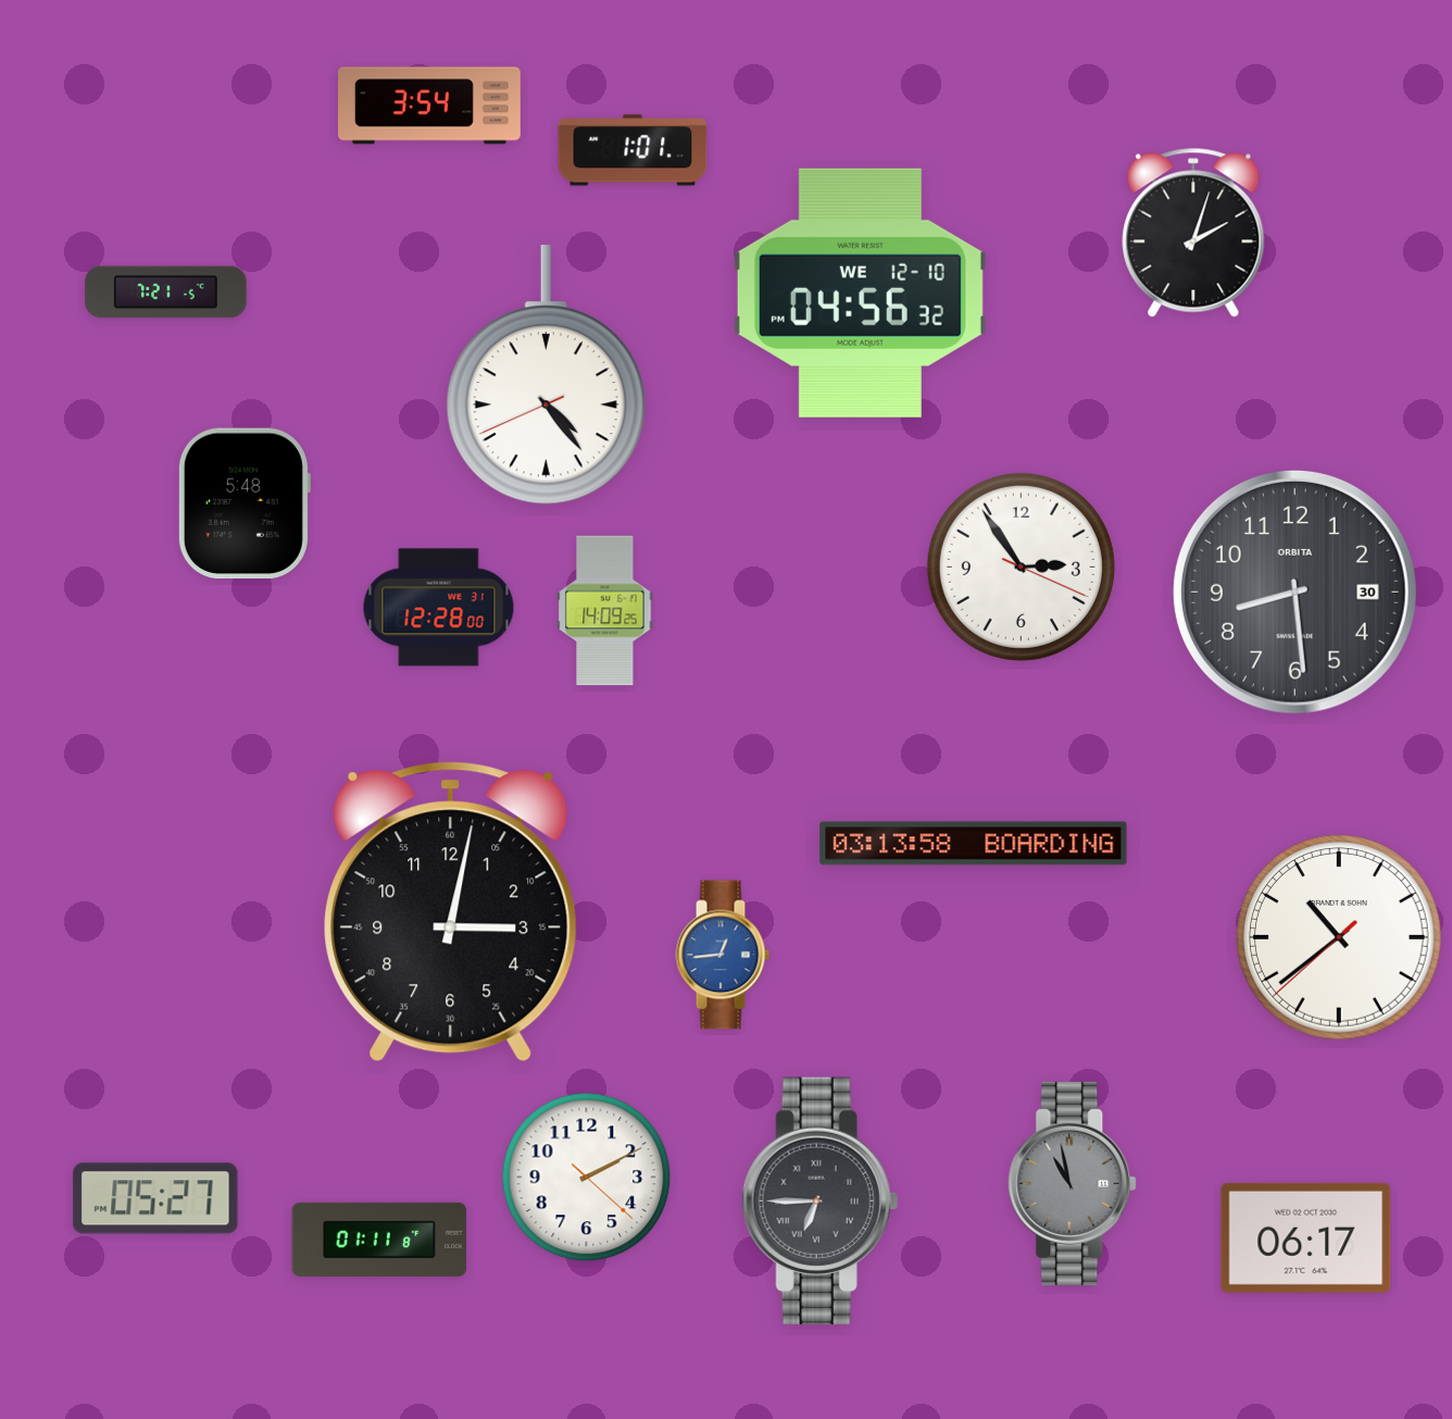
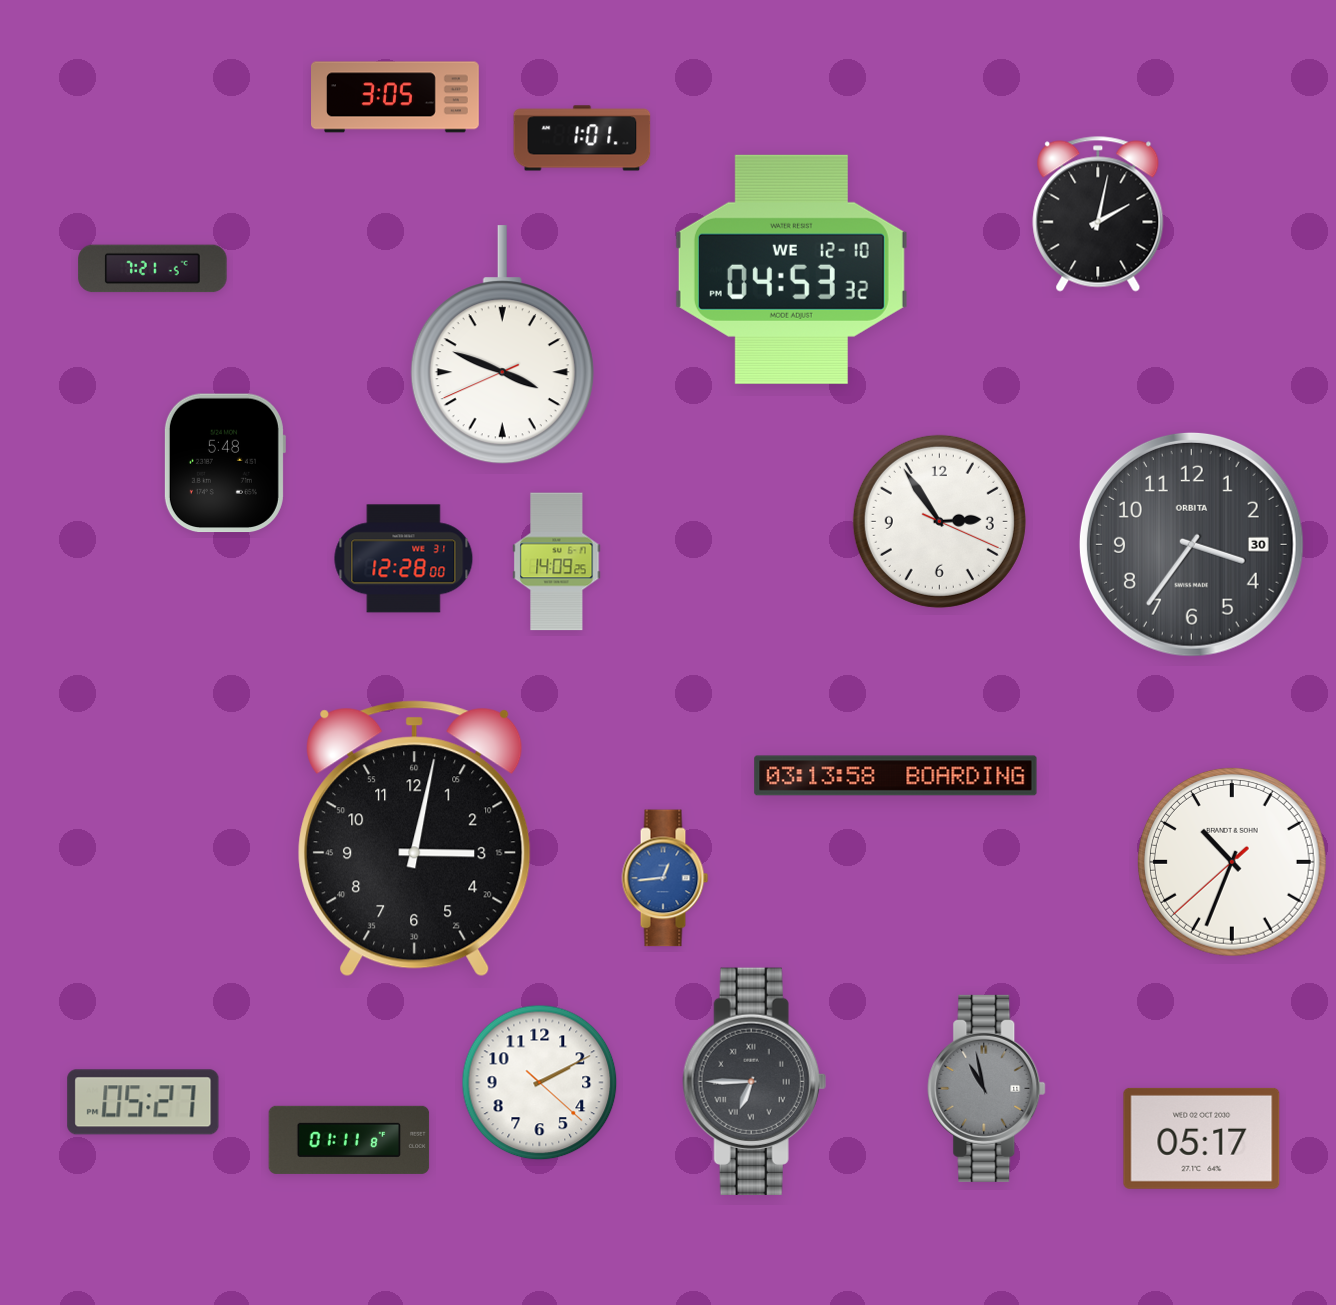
clock at (429, 105): 3:54 -> 3:05
clock at (1193, 233): 2:03 -> 2:02
clock at (860, 292): 04:56 -> 04:53
clock at (546, 375): 4:23 -> 3:48
clock at (1294, 592): 8:29 -> 3:36
clock at (1340, 938): 10:38 -> 10:33
clock at (819, 1200) position: (819, 1200) -> (754, 1081)
clock at (1306, 1237): 06:17 -> 05:17
